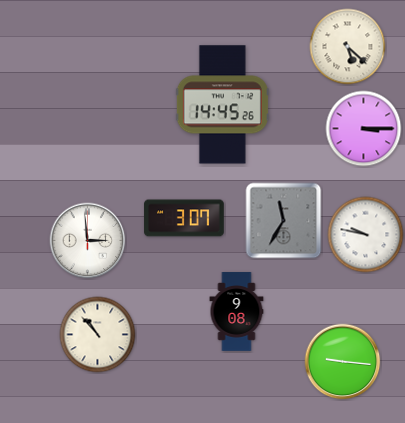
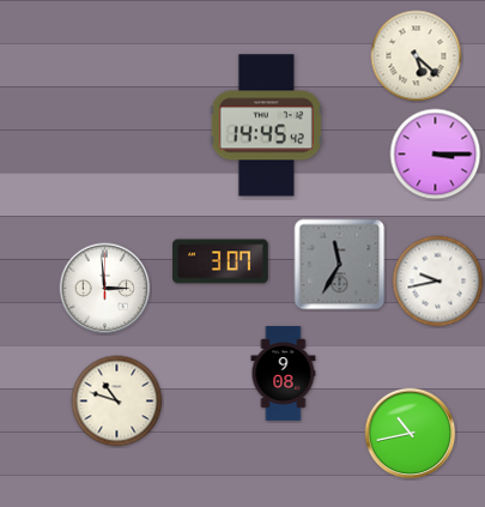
clock at (222, 105): 14:45:26 -> 14:45:42
clock at (366, 235): 9:47 -> 9:43
clock at (98, 335): 10:53 -> 10:48
clock at (343, 362): 9:16 -> 10:43
